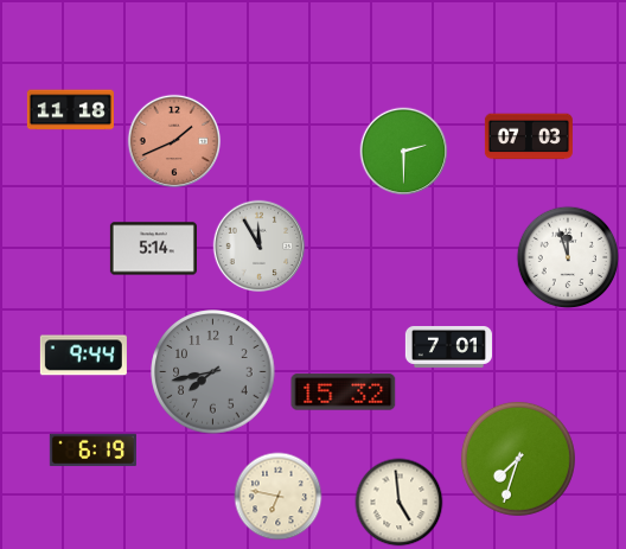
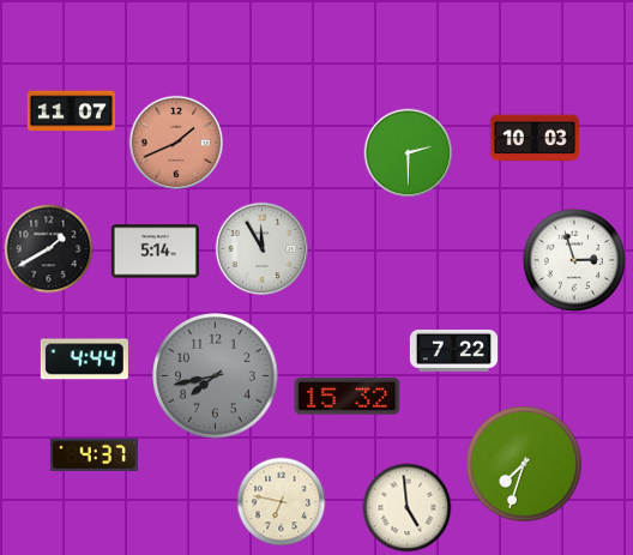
clock at (70, 110): 11:18 -> 11:07
clock at (529, 136): 07:03 -> 10:03
clock at (49, 249): none -> 1:40
clock at (568, 257): 11:57 -> 2:57
clock at (448, 346): 7:01 -> 7:22
clock at (83, 356): 9:44 -> 4:44
clock at (92, 451): 6:19 -> 4:37
clock at (400, 503) position: (400, 503) -> (408, 508)
